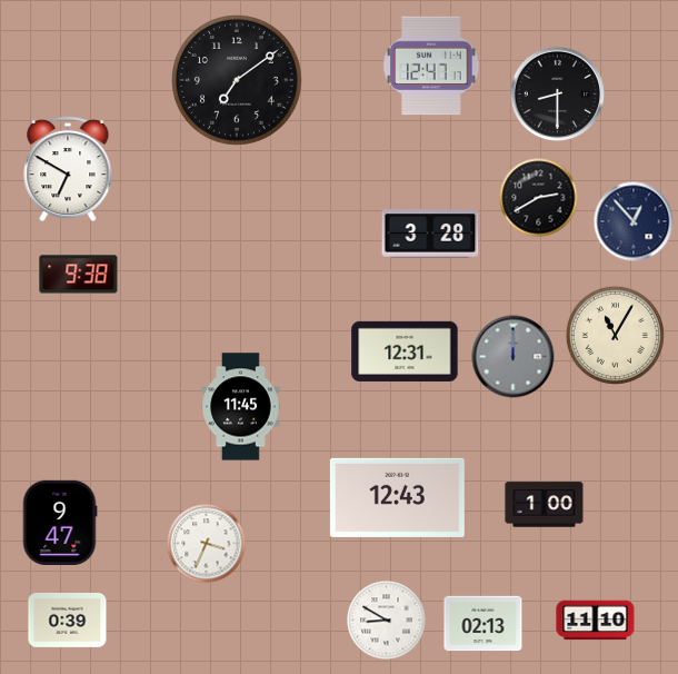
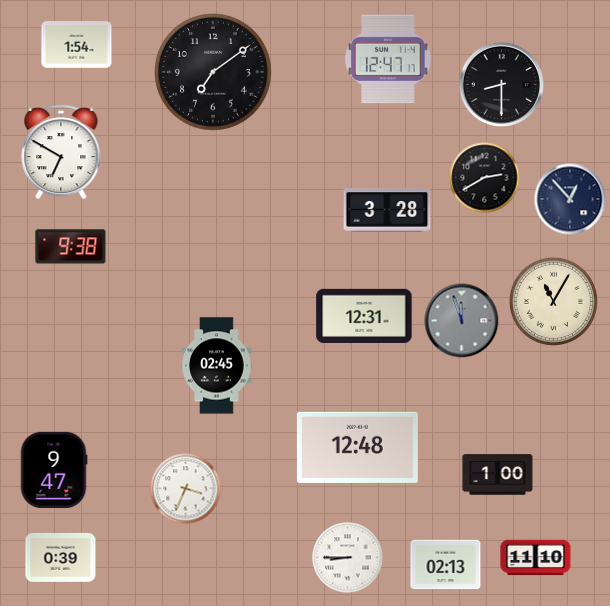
clock at (77, 45): none -> 1:54
clock at (514, 357): 12:00 -> 11:57
clock at (241, 407): 11:45 -> 02:45
clock at (397, 497): 12:43 -> 12:48
clock at (545, 505) position: (545, 505) -> (498, 475)
clock at (387, 621): 8:50 -> 8:45
clock at (483, 624) position: (483, 624) -> (446, 565)
